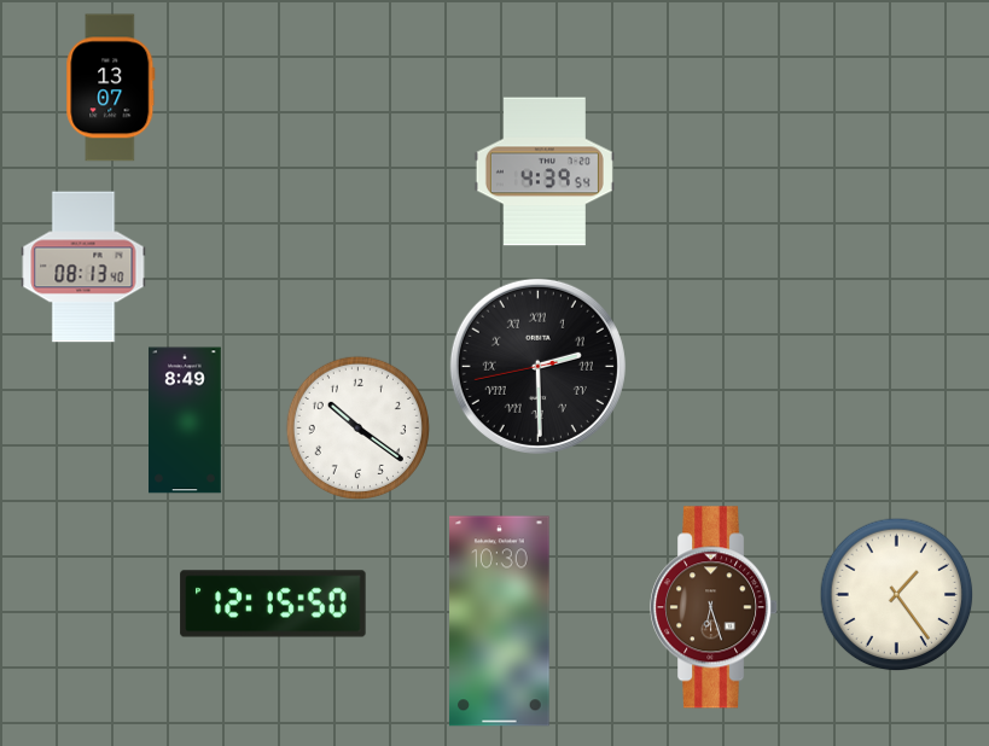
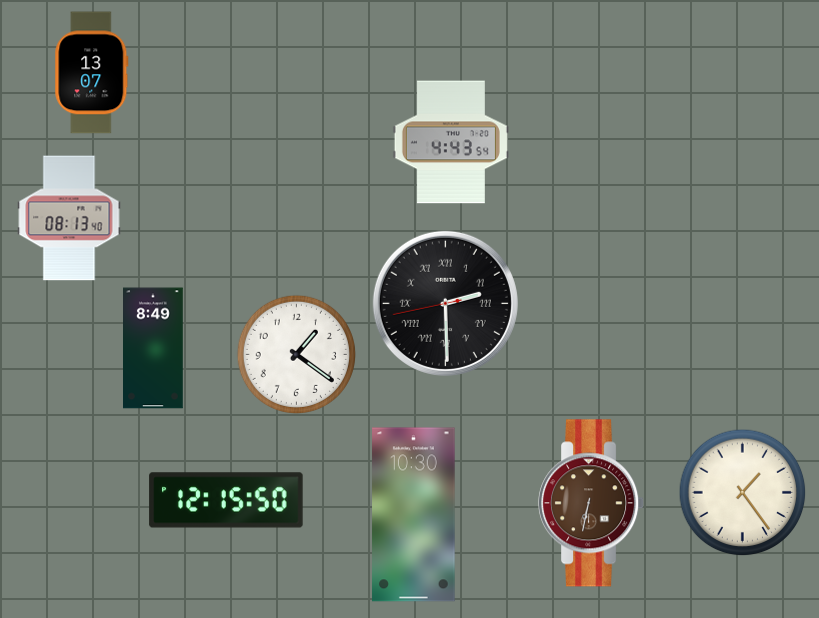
clock at (545, 171): 4:39 -> 4:43
clock at (83, 267) position: (83, 267) -> (69, 218)
clock at (357, 427): 10:21 -> 1:21
clock at (715, 607): 6:27 -> 6:32
